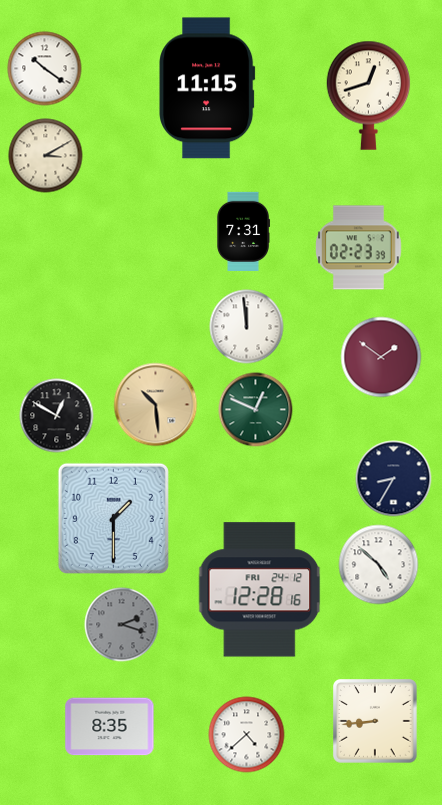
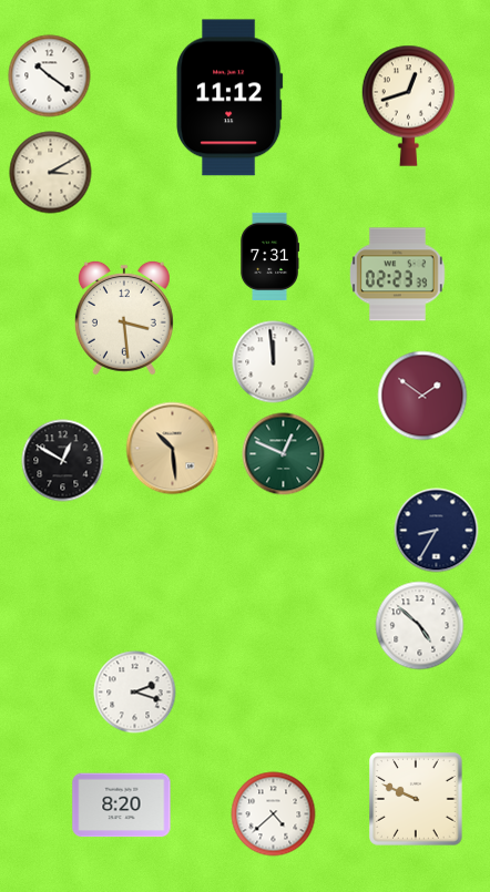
clock at (207, 88): 11:15 -> 11:12
clock at (124, 318): none -> 3:29
clock at (113, 518): 1:30 -> none
clock at (260, 590): 12:28 -> none
clock at (122, 625) dial: grey -> white
clock at (376, 722): 8:44 -> 9:49
clock at (110, 727): 8:35 -> 8:20
